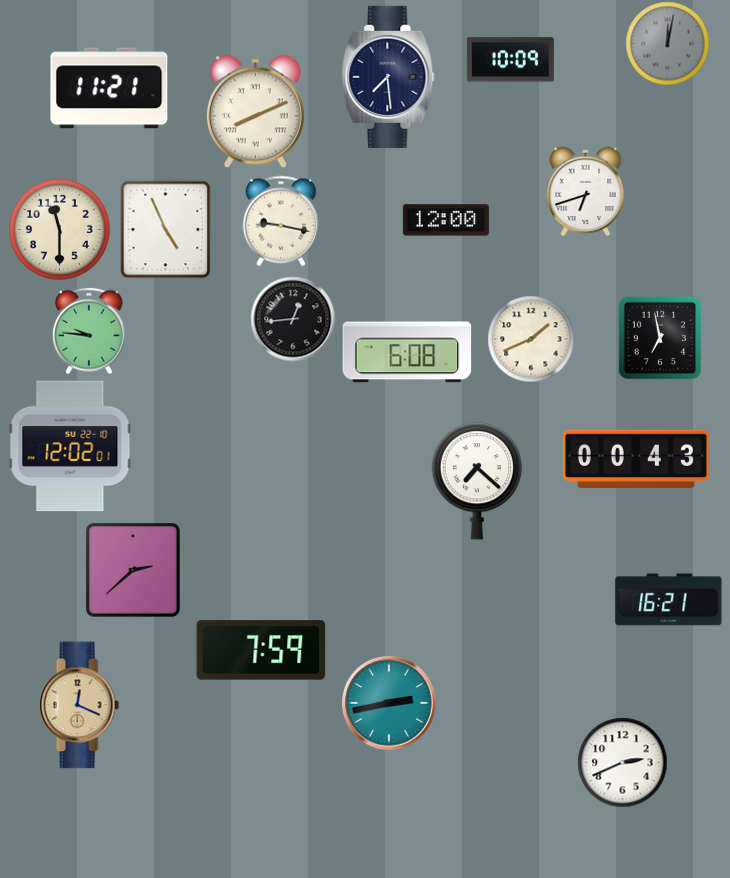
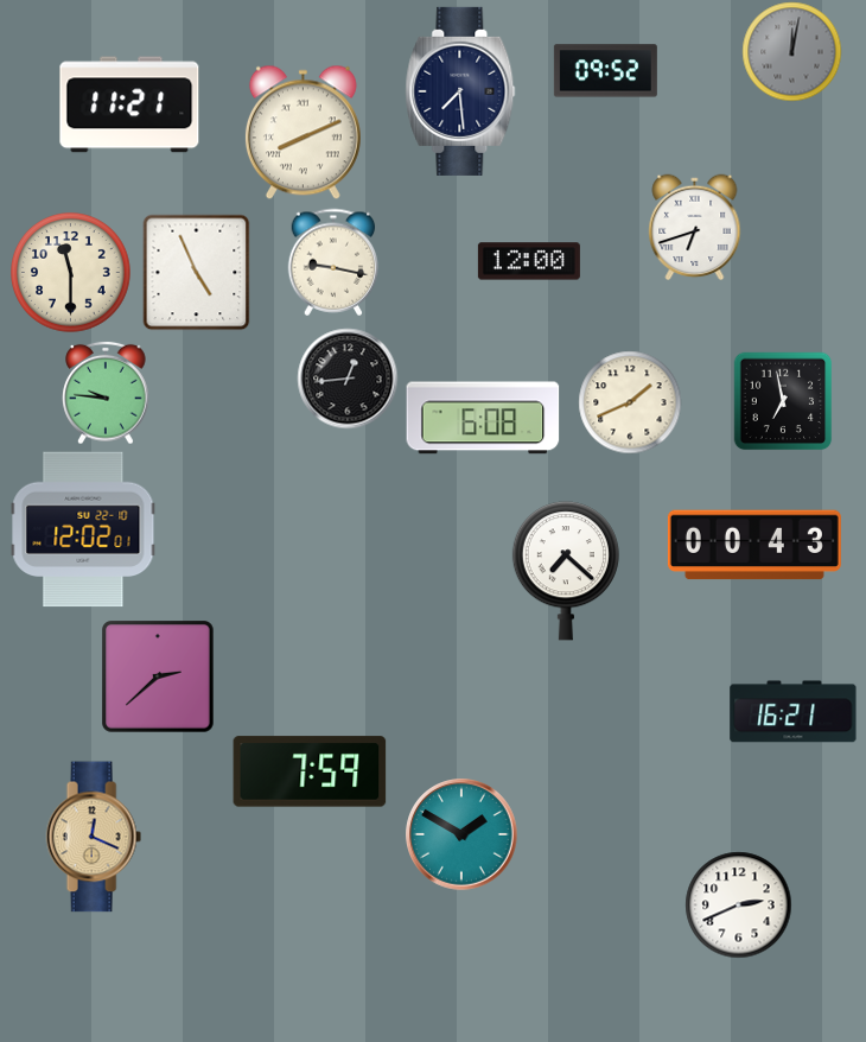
clock at (510, 60): 10:09 -> 09:52
clock at (389, 703): 2:43 -> 1:50
